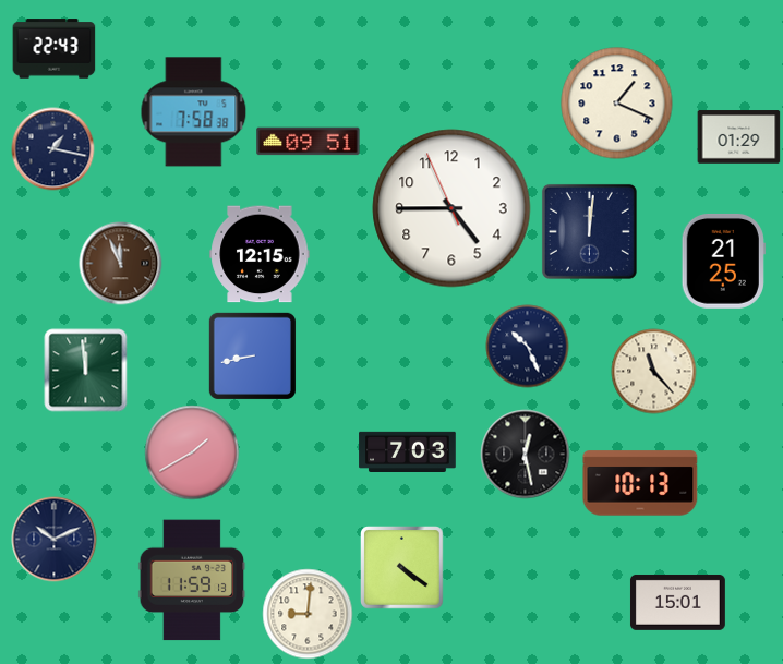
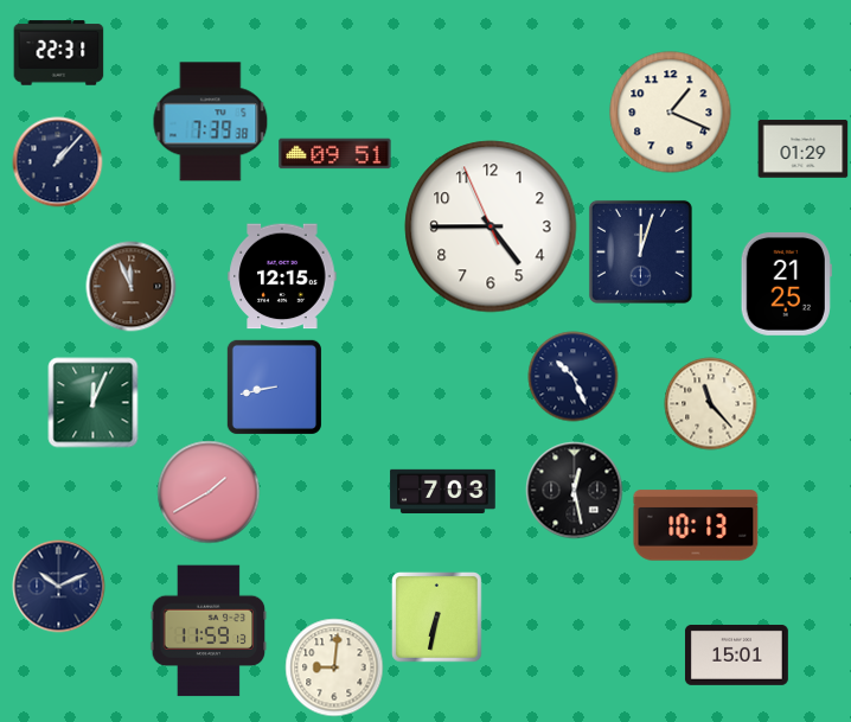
clock at (55, 49): 22:43 -> 22:31
clock at (194, 112): 7:58 -> 7:39
clock at (53, 149): 1:17 -> 1:07
clock at (589, 231): 12:01 -> 12:03
clock at (86, 371): 11:59 -> 12:04
clock at (526, 455) position: (526, 455) -> (575, 491)
clock at (402, 568): 4:21 -> 6:32
